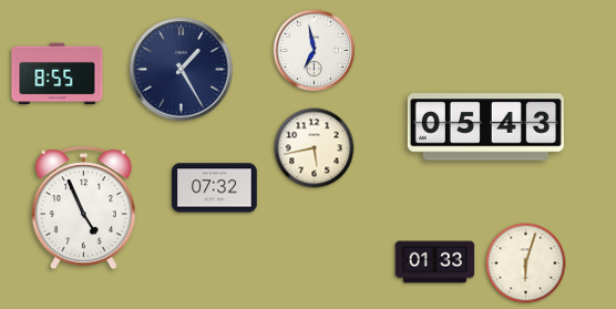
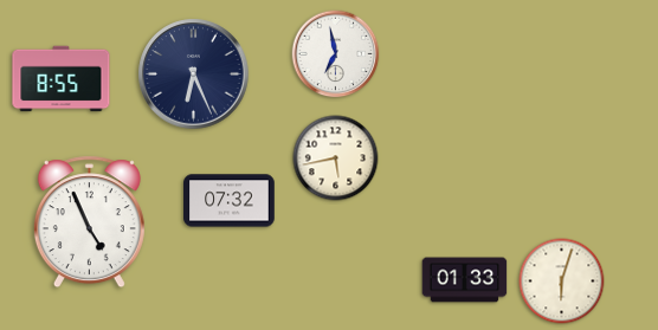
clock at (182, 70): 1:25 -> 6:26
clock at (485, 127): 05:43 -> none
